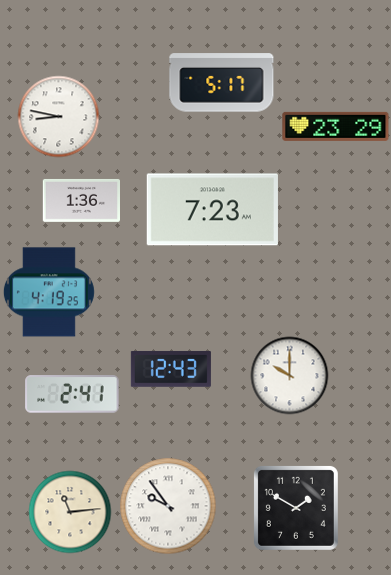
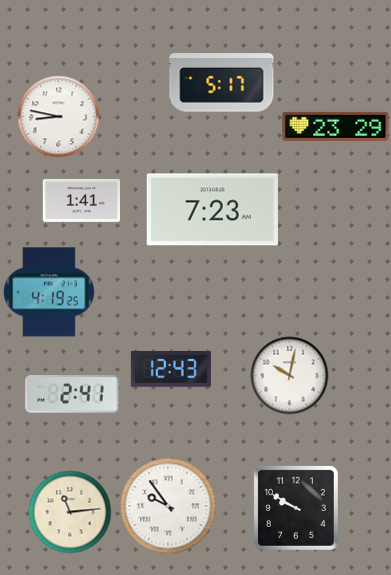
clock at (81, 200): 1:36 -> 1:41
clock at (289, 375): 10:00 -> 10:02
clock at (296, 508): 1:50 -> 9:50
